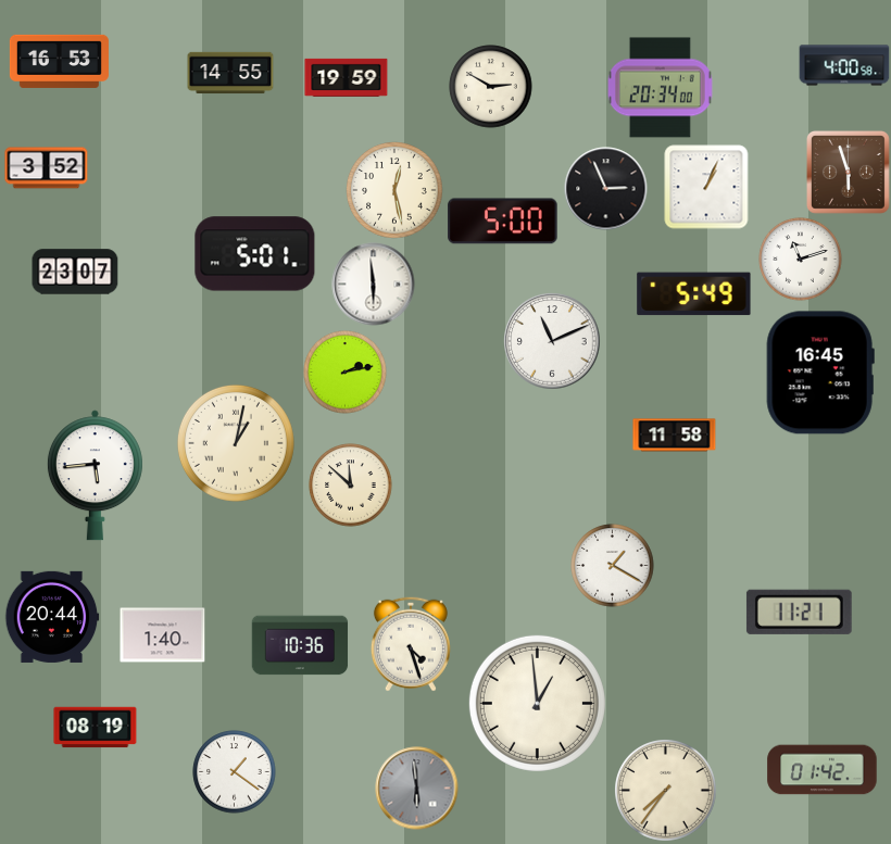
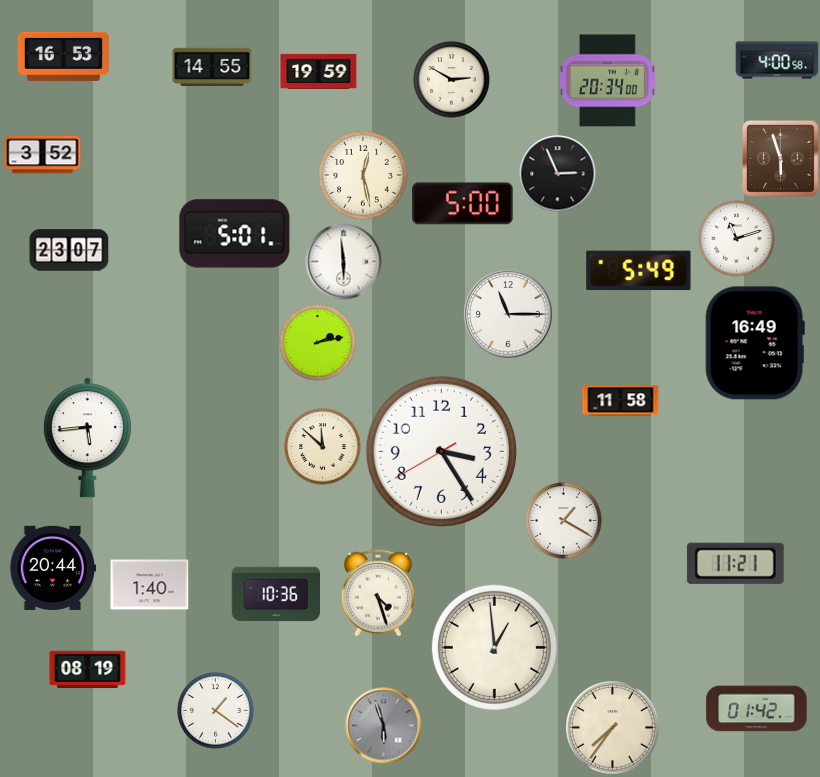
clock at (59, 61) position: (59, 61) -> (63, 56)
clock at (706, 187): 1:04 -> none
clock at (552, 341): 11:11 -> 11:15
clock at (820, 373): 16:45 -> 16:49
clock at (236, 443): 1:02 -> none
clock at (441, 451): none -> 3:24
clock at (52, 617) position: (52, 617) -> (53, 568)
clock at (417, 789): 5:59 -> 5:57
